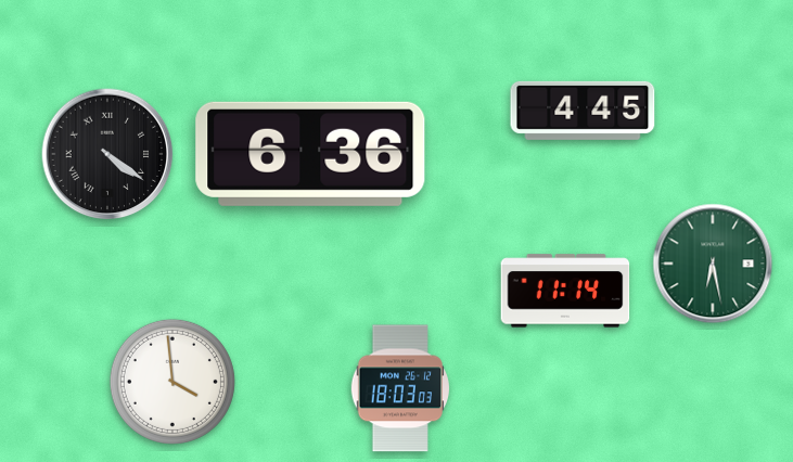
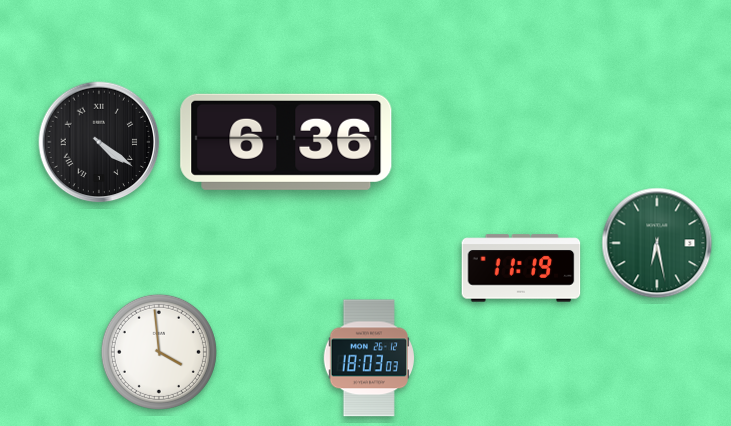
clock at (583, 111): 4:45 -> none
clock at (565, 291): 11:14 -> 11:19
